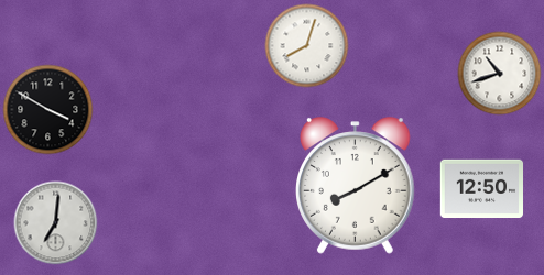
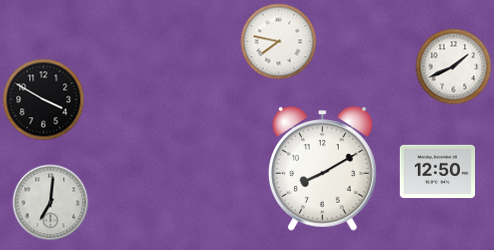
clock at (307, 46): 8:03 -> 7:47
clock at (500, 74): 10:42 -> 1:41
